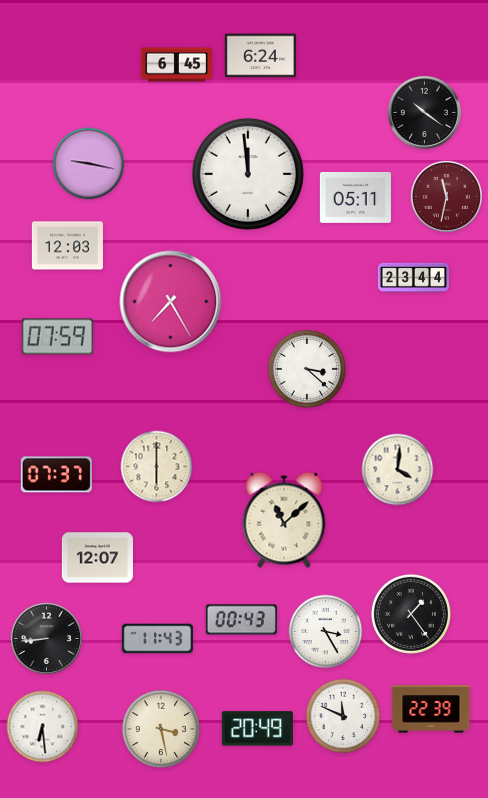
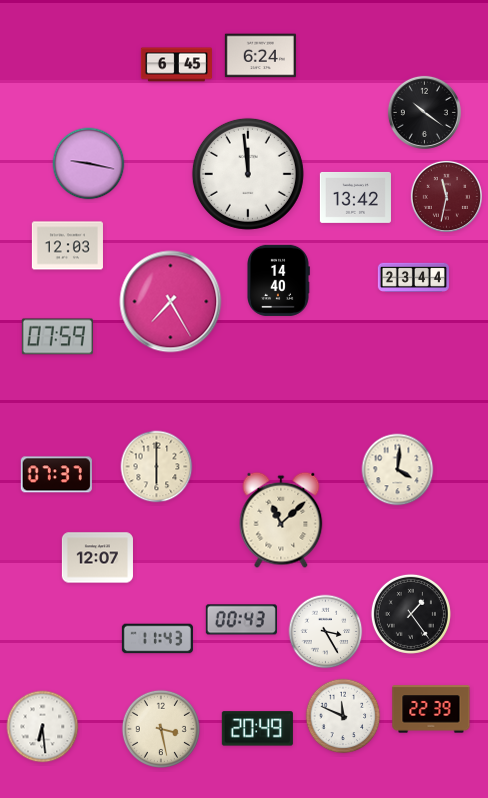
clock at (355, 197): 05:11 -> 13:42
clock at (278, 280): none -> 14:40
clock at (307, 369): 3:22 -> none
clock at (284, 520) position: (284, 520) -> (281, 520)
clock at (46, 638): 8:44 -> none
